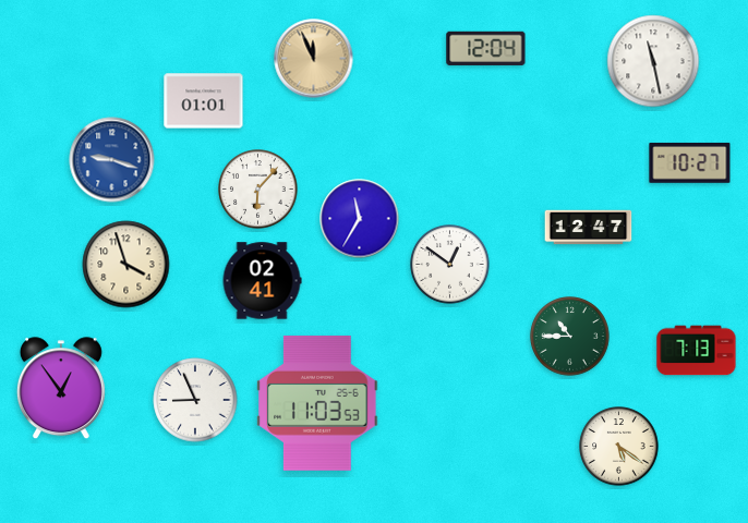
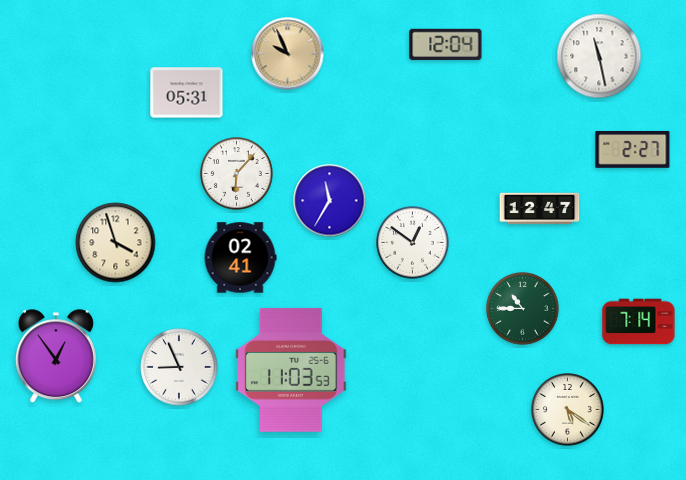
clock at (314, 59): 11:56 -> 9:56
clock at (204, 101): 01:01 -> 05:31
clock at (112, 160): 9:18 -> none
clock at (690, 163): 10:27 -> 2:27
clock at (697, 351): 7:13 -> 7:14
